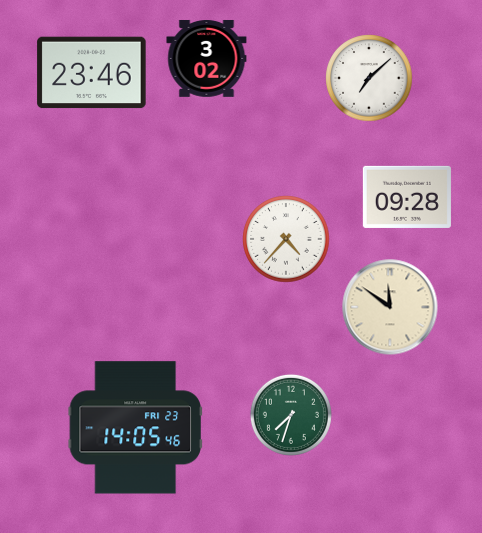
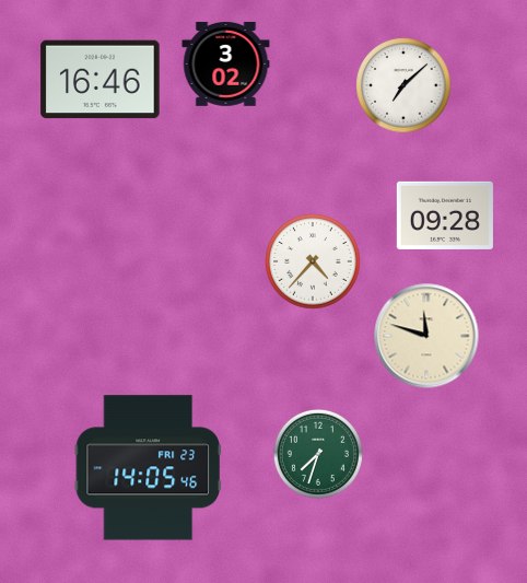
clock at (92, 73): 23:46 -> 16:46
clock at (390, 307): 11:51 -> 11:48
